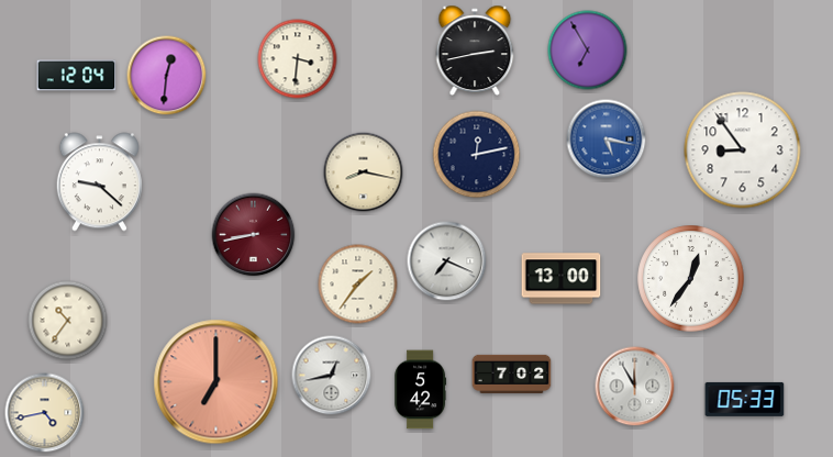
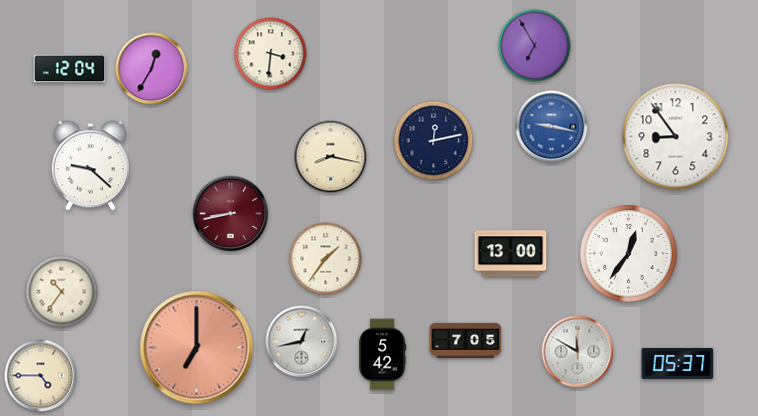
clock at (475, 49): 2:43 -> none
clock at (167, 76): 12:31 -> 12:35
clock at (607, 140): 5:17 -> 9:17
clock at (447, 261): 7:19 -> none
clock at (512, 374): 7:02 -> 7:05
clock at (635, 387): 11:55 -> 11:50
clock at (745, 399): 05:33 -> 05:37
clock at (45, 413): 4:43 -> 4:45
